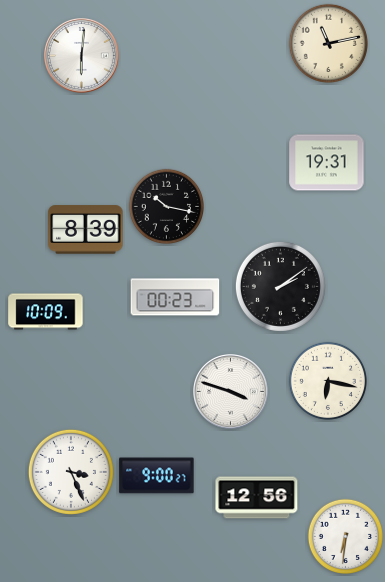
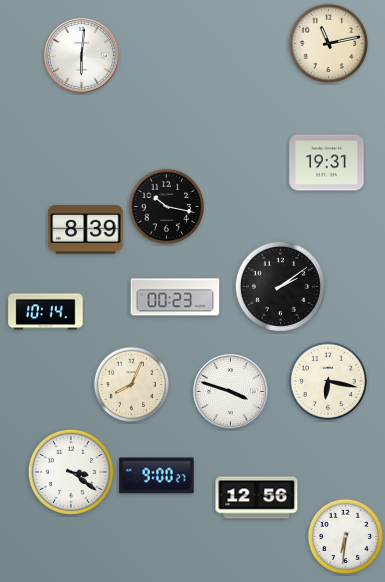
clock at (46, 312): 10:09 -> 10:14
clock at (131, 384): none -> 8:04
clock at (71, 472): 3:26 -> 3:21
